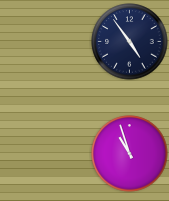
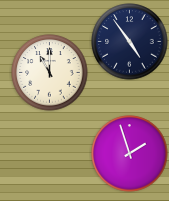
clock at (50, 73): none -> 11:00
clock at (130, 154): 10:57 -> 1:57
